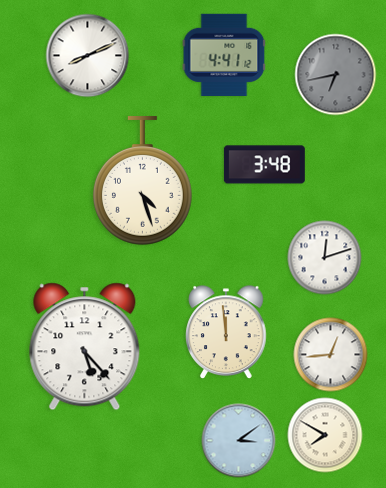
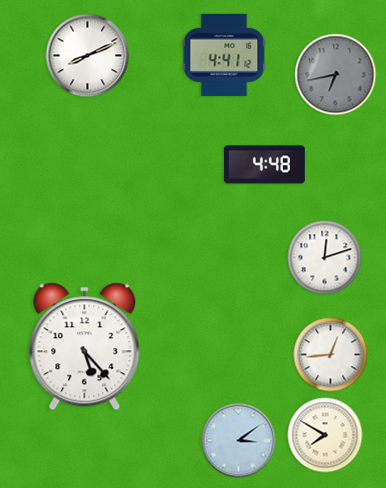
clock at (264, 165): 3:48 -> 4:48
clock at (142, 181): 4:27 -> none
clock at (226, 332): 11:59 -> none
